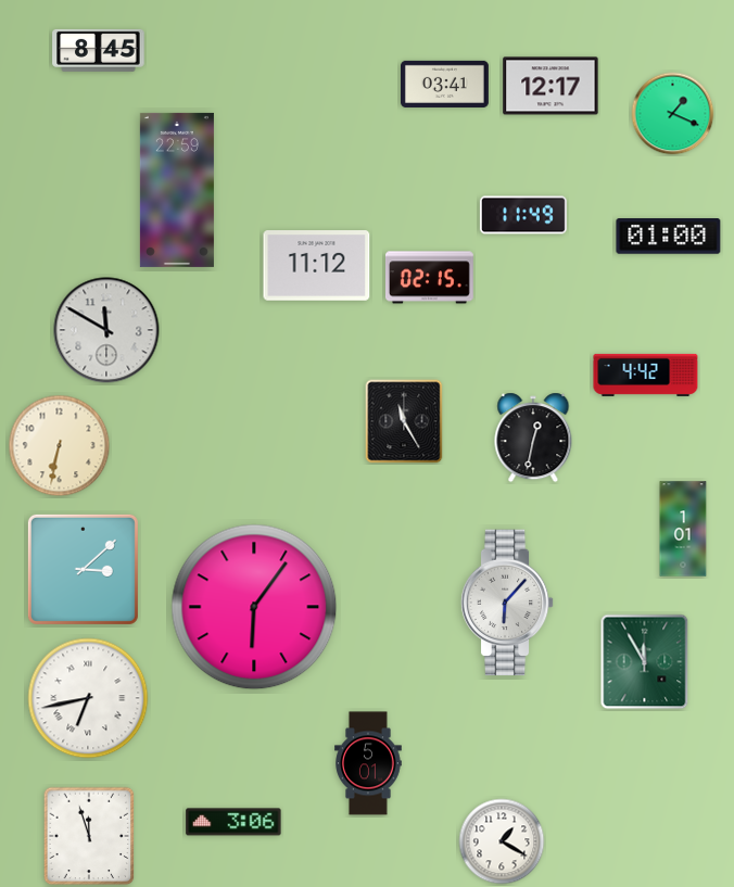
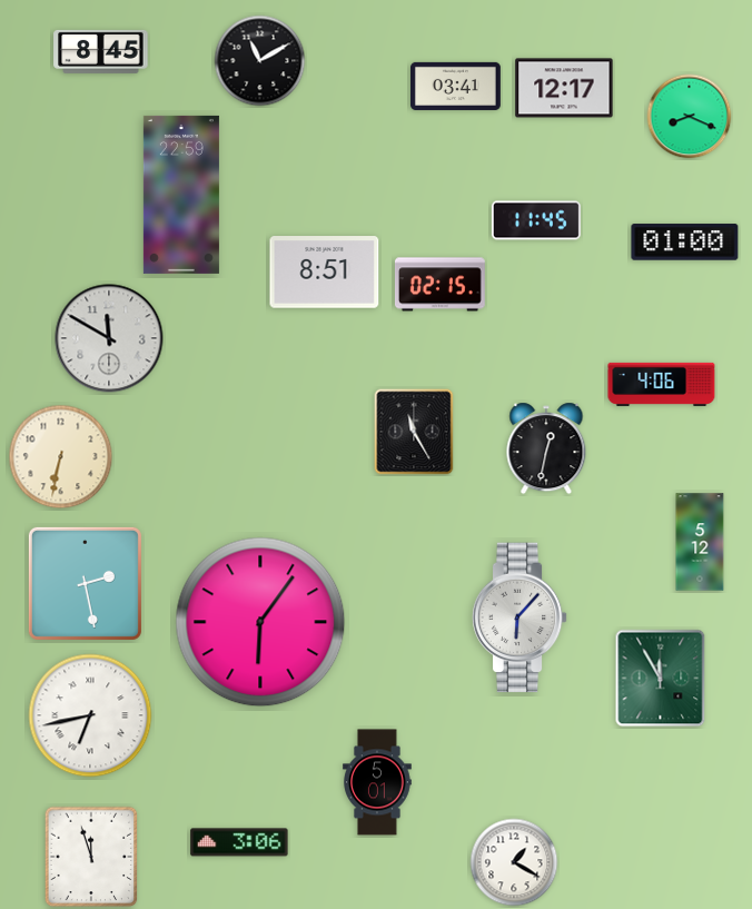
clock at (260, 61): none -> 11:10
clock at (673, 114): 1:19 -> 8:19
clock at (523, 215): 11:49 -> 11:45
clock at (317, 266): 11:12 -> 8:51
clock at (646, 375): 4:42 -> 4:06
clock at (683, 529): 1:01 -> 5:12
clock at (83, 569): 3:08 -> 2:28
